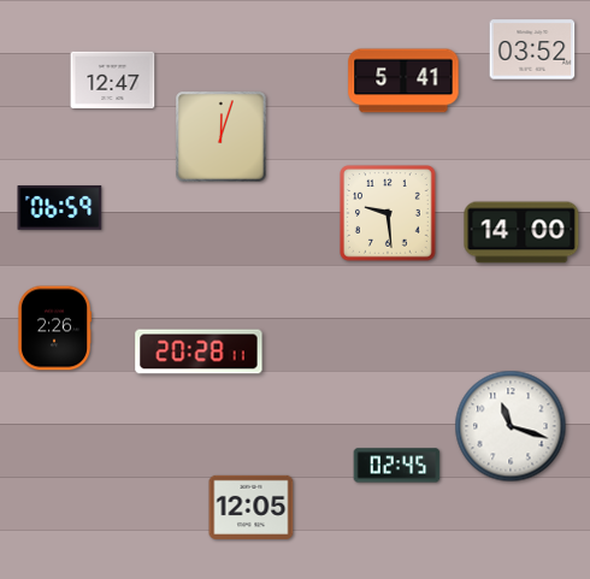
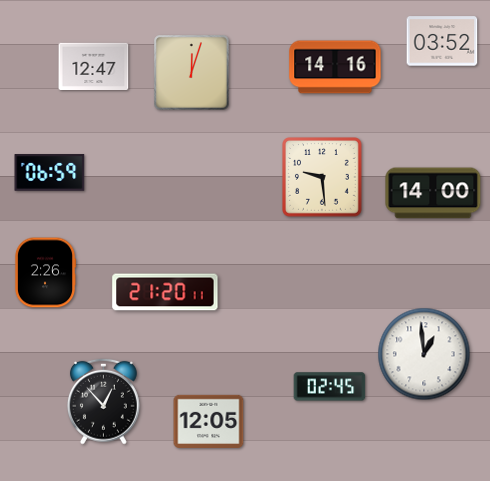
clock at (403, 81): 5:41 -> 14:16
clock at (222, 137) position: (222, 137) -> (192, 73)
clock at (199, 351): 20:28 -> 21:20
clock at (511, 426): 11:18 -> 12:59
clock at (104, 401): none -> 12:53
